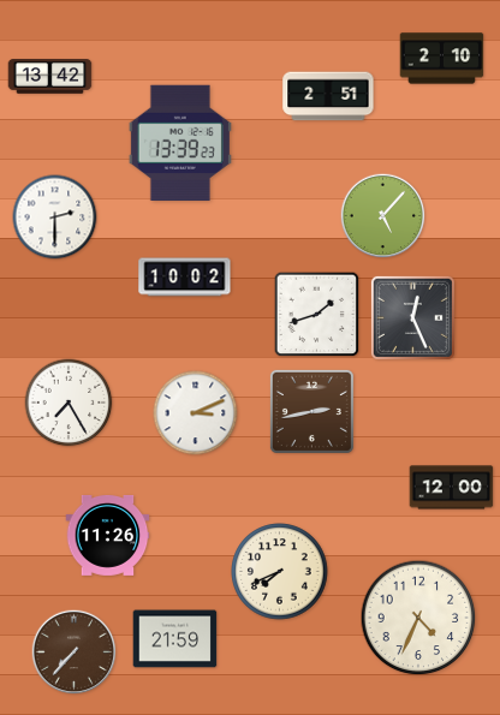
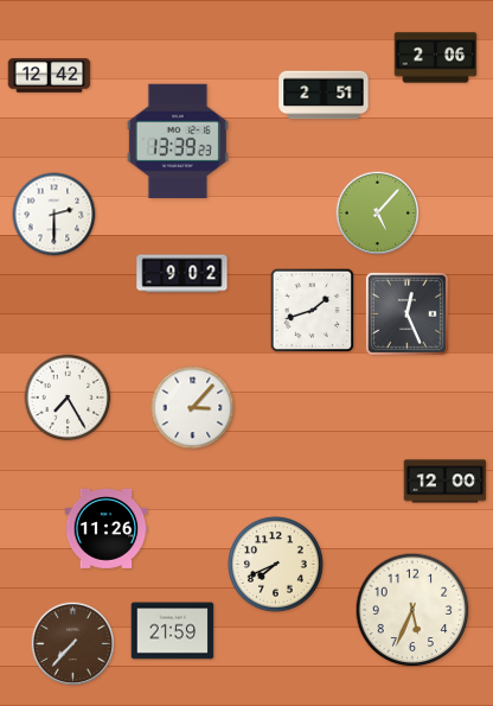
clock at (442, 59): 2:10 -> 2:06
clock at (50, 77): 13:42 -> 12:42
clock at (185, 278): 10:02 -> 9:02
clock at (311, 411): 2:43 -> none
clock at (196, 413): 3:11 -> 3:07
clock at (418, 618): 4:34 -> 5:34
